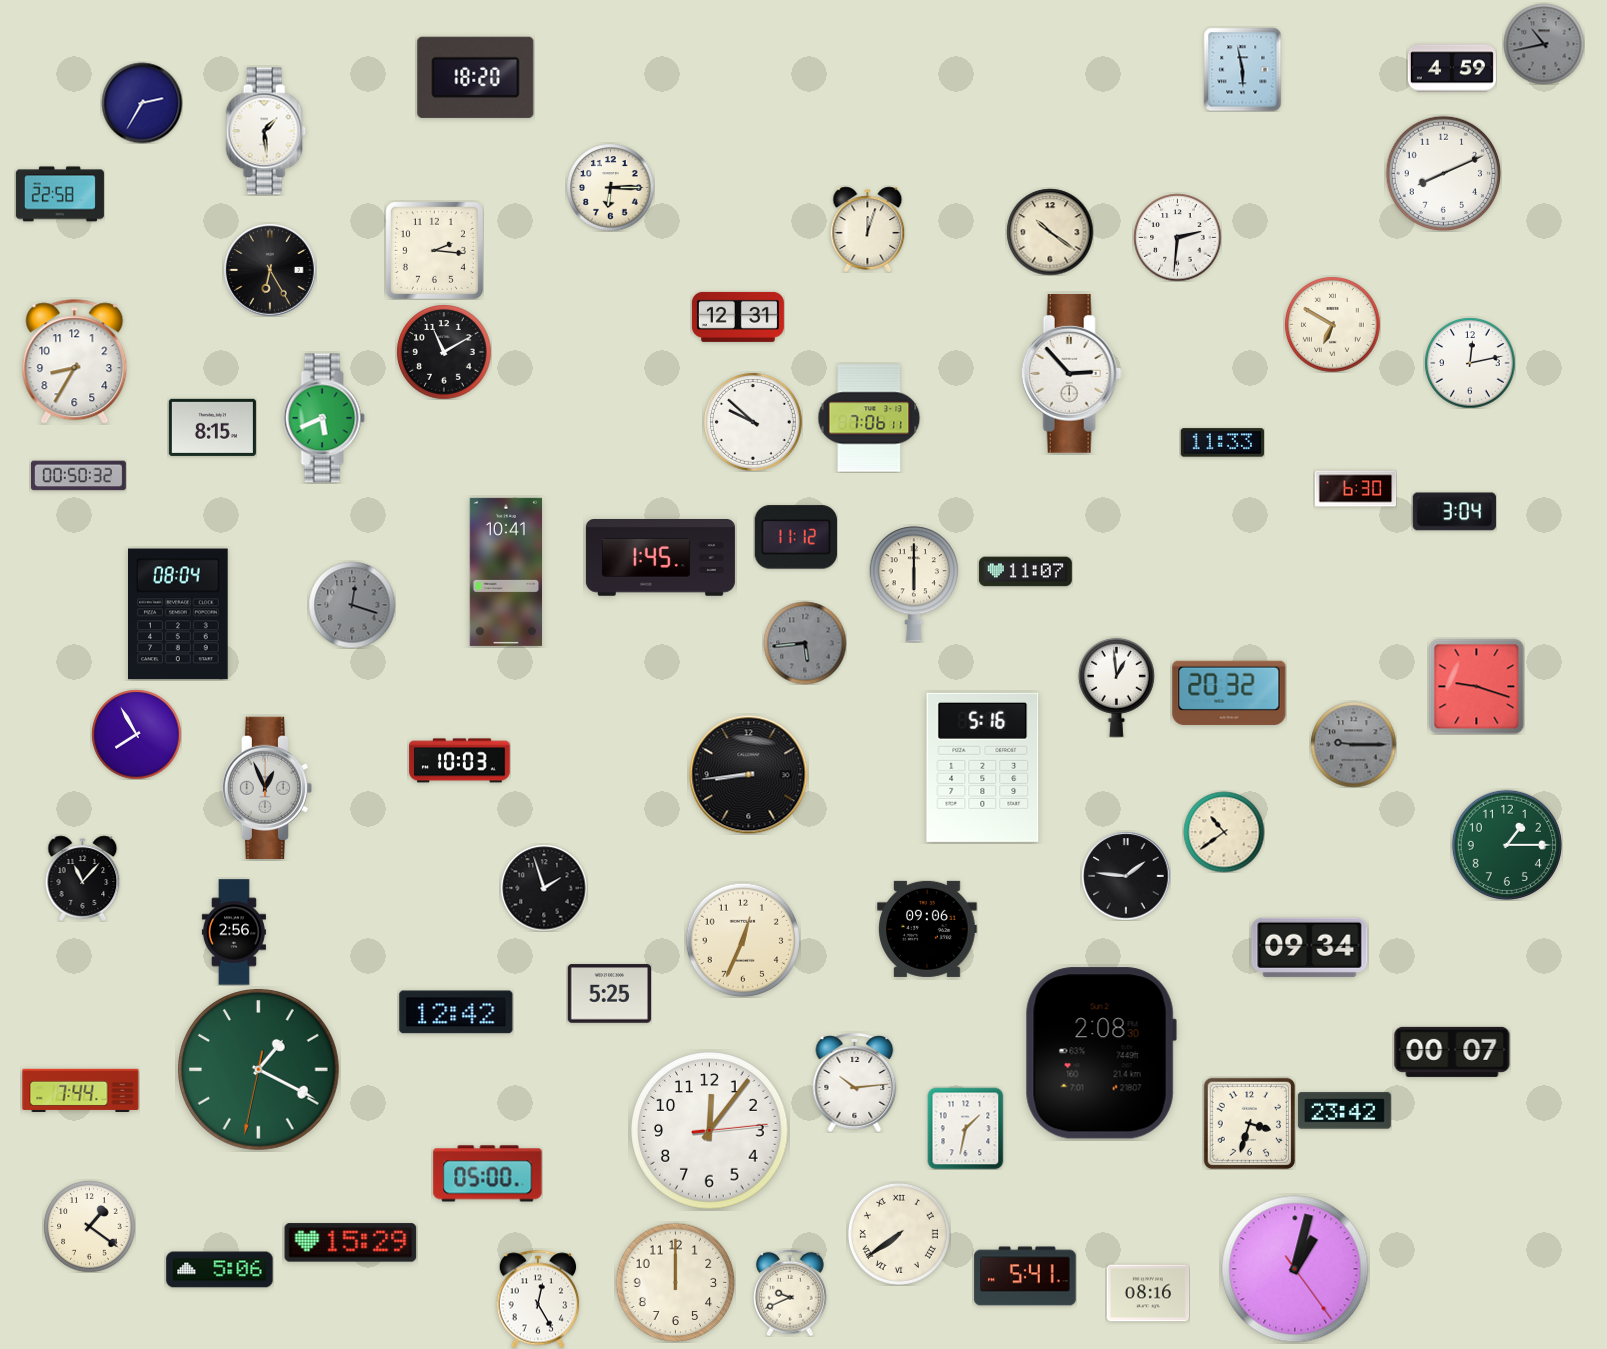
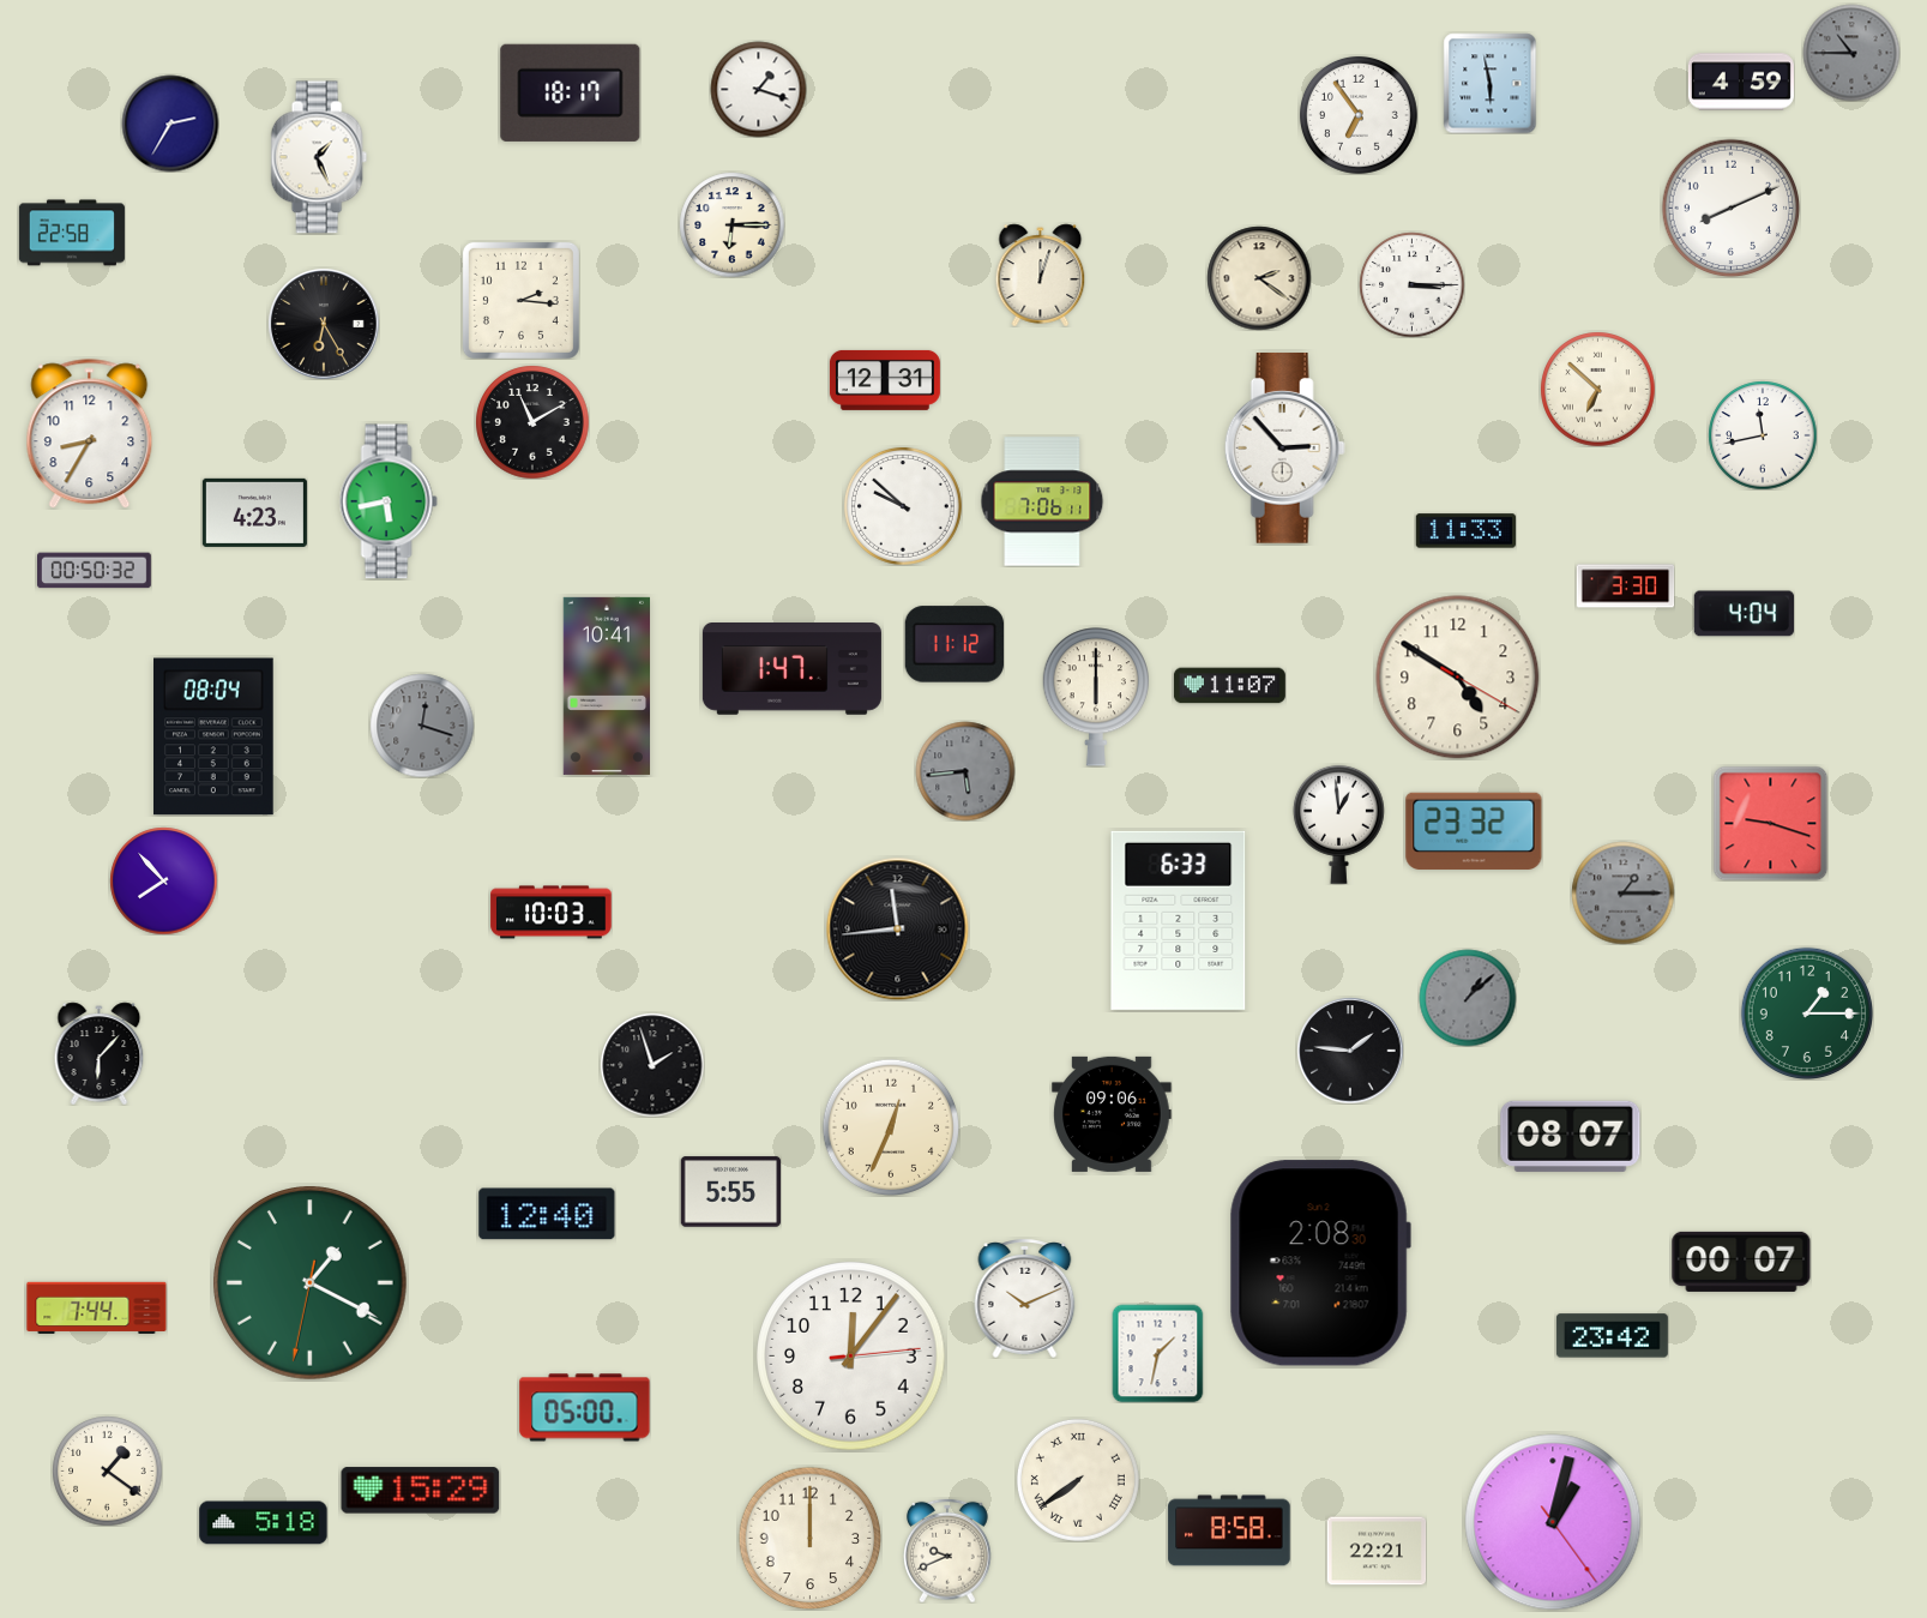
clock at (1544, 44): 10:43 -> 10:45
clock at (758, 89): none -> 1:18
clock at (476, 77): 18:20 -> 18:17
clock at (1359, 115): none -> 6:54
clock at (266, 131): 1:29 -> 1:26
clock at (1050, 232): 10:21 -> 2:21
clock at (1177, 237): 2:31 -> 3:15
clock at (1332, 324): 6:50 -> 6:52
clock at (1470, 363): 12:13 -> 11:43
clock at (324, 418): 5:41 -> 5:43
clock at (212, 427): 8:15 -> 4:23
clock at (1355, 489): 6:30 -> 3:30
clock at (1454, 512): 3:04 -> 4:04
clock at (660, 558): 1:45 -> 1:47
clock at (1458, 678): none -> 4:50
clock at (913, 584) position: (913, 584) -> (1095, 697)
clock at (1229, 693): 20:32 -> 23:32
clock at (136, 734): 7:55 -> 7:53
clock at (1353, 744): 9:15 -> 1:15
clock at (983, 767): 5:16 -> 6:33
clock at (749, 775): 8:44 -> 11:44
clock at (266, 787): 12:56 -> none
clock at (1224, 832): 10:39 -> 1:08
clock at (1224, 832) dial: cream -> grey
clock at (83, 878): 11:07 -> 6:07
clock at (234, 932): 2:56 -> none
clock at (1310, 947): 09:34 -> 08:07
clock at (609, 994): 5:25 -> 5:55
clock at (456, 1012): 12:42 -> 12:40
clock at (855, 1082): 10:14 -> 10:11
clock at (1344, 1111) position: (1344, 1111) -> (1612, 1336)
clock at (1249, 1123): 3:33 -> none
clock at (220, 1270): 5:06 -> 5:18
clock at (1025, 1276): 5:41 -> 8:58
clock at (1148, 1293): 08:16 -> 22:21
clock at (538, 1299): 12:25 -> none
